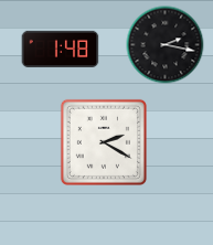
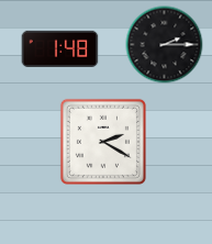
clock at (166, 45): 2:17 -> 2:15
